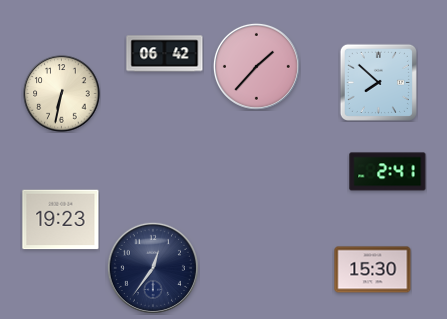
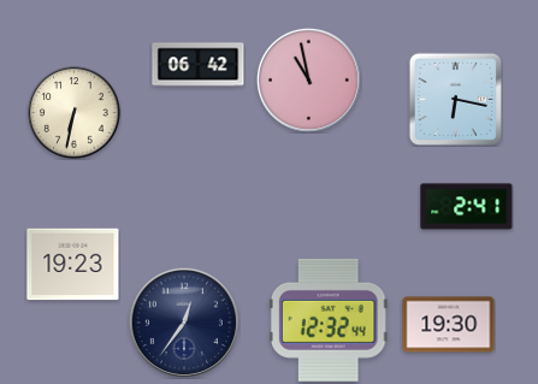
clock at (256, 66): 1:37 -> 10:58
clock at (378, 82): 7:52 -> 6:17
clock at (329, 320): none -> 12:32
clock at (373, 270): 15:30 -> 19:30
